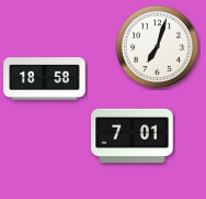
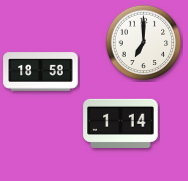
clock at (158, 47): 7:03 -> 7:00
clock at (133, 135): 7:01 -> 1:14
